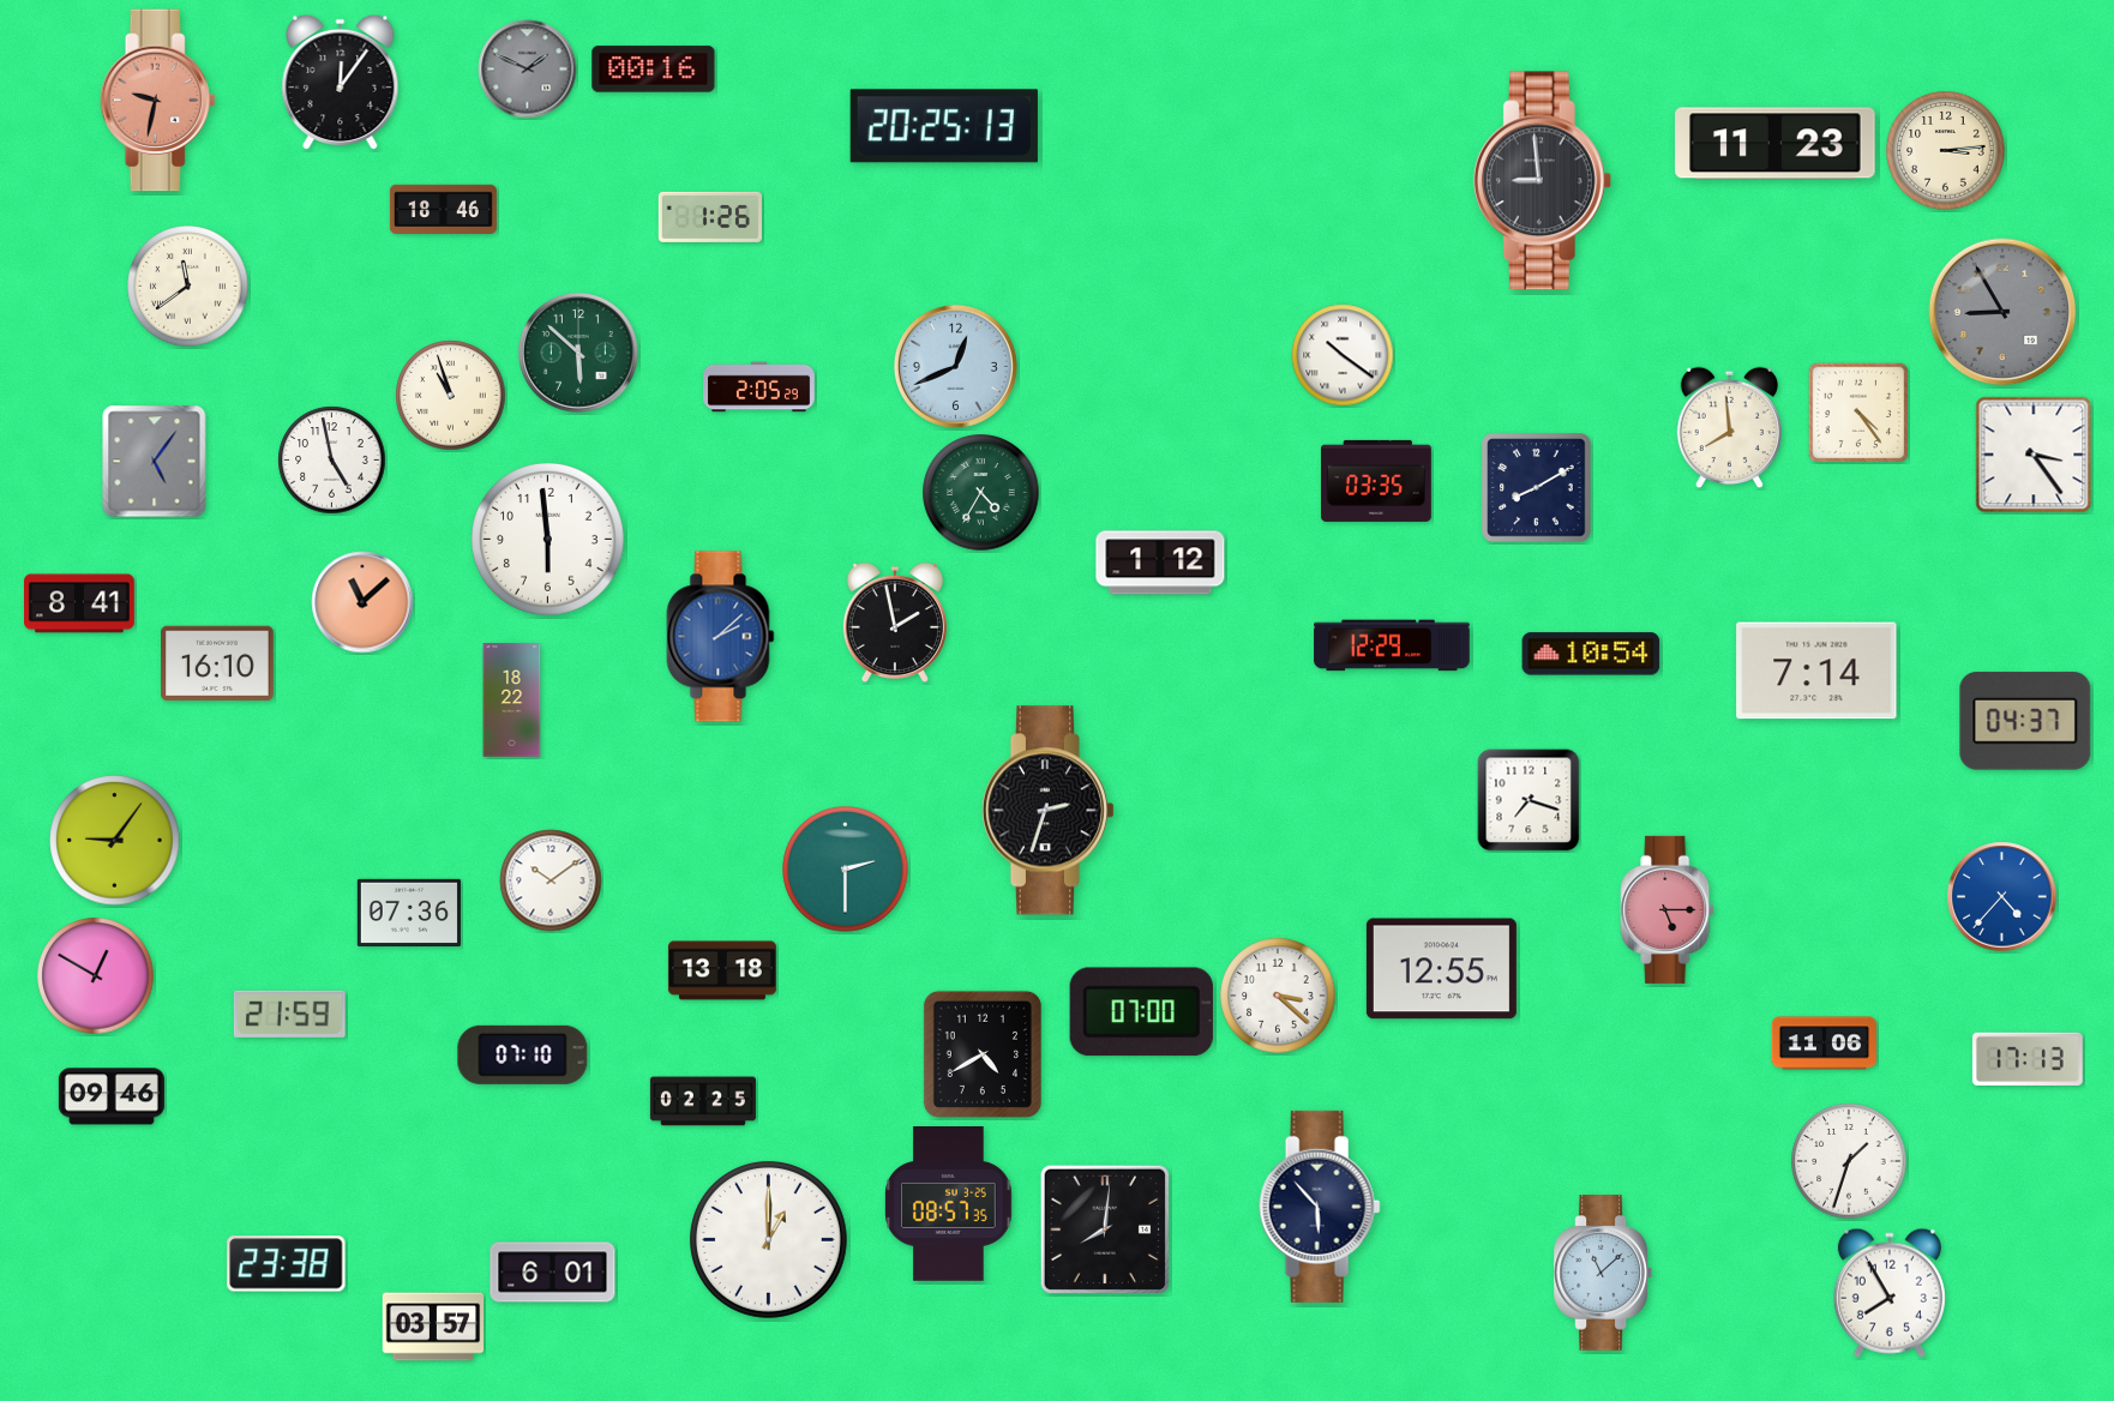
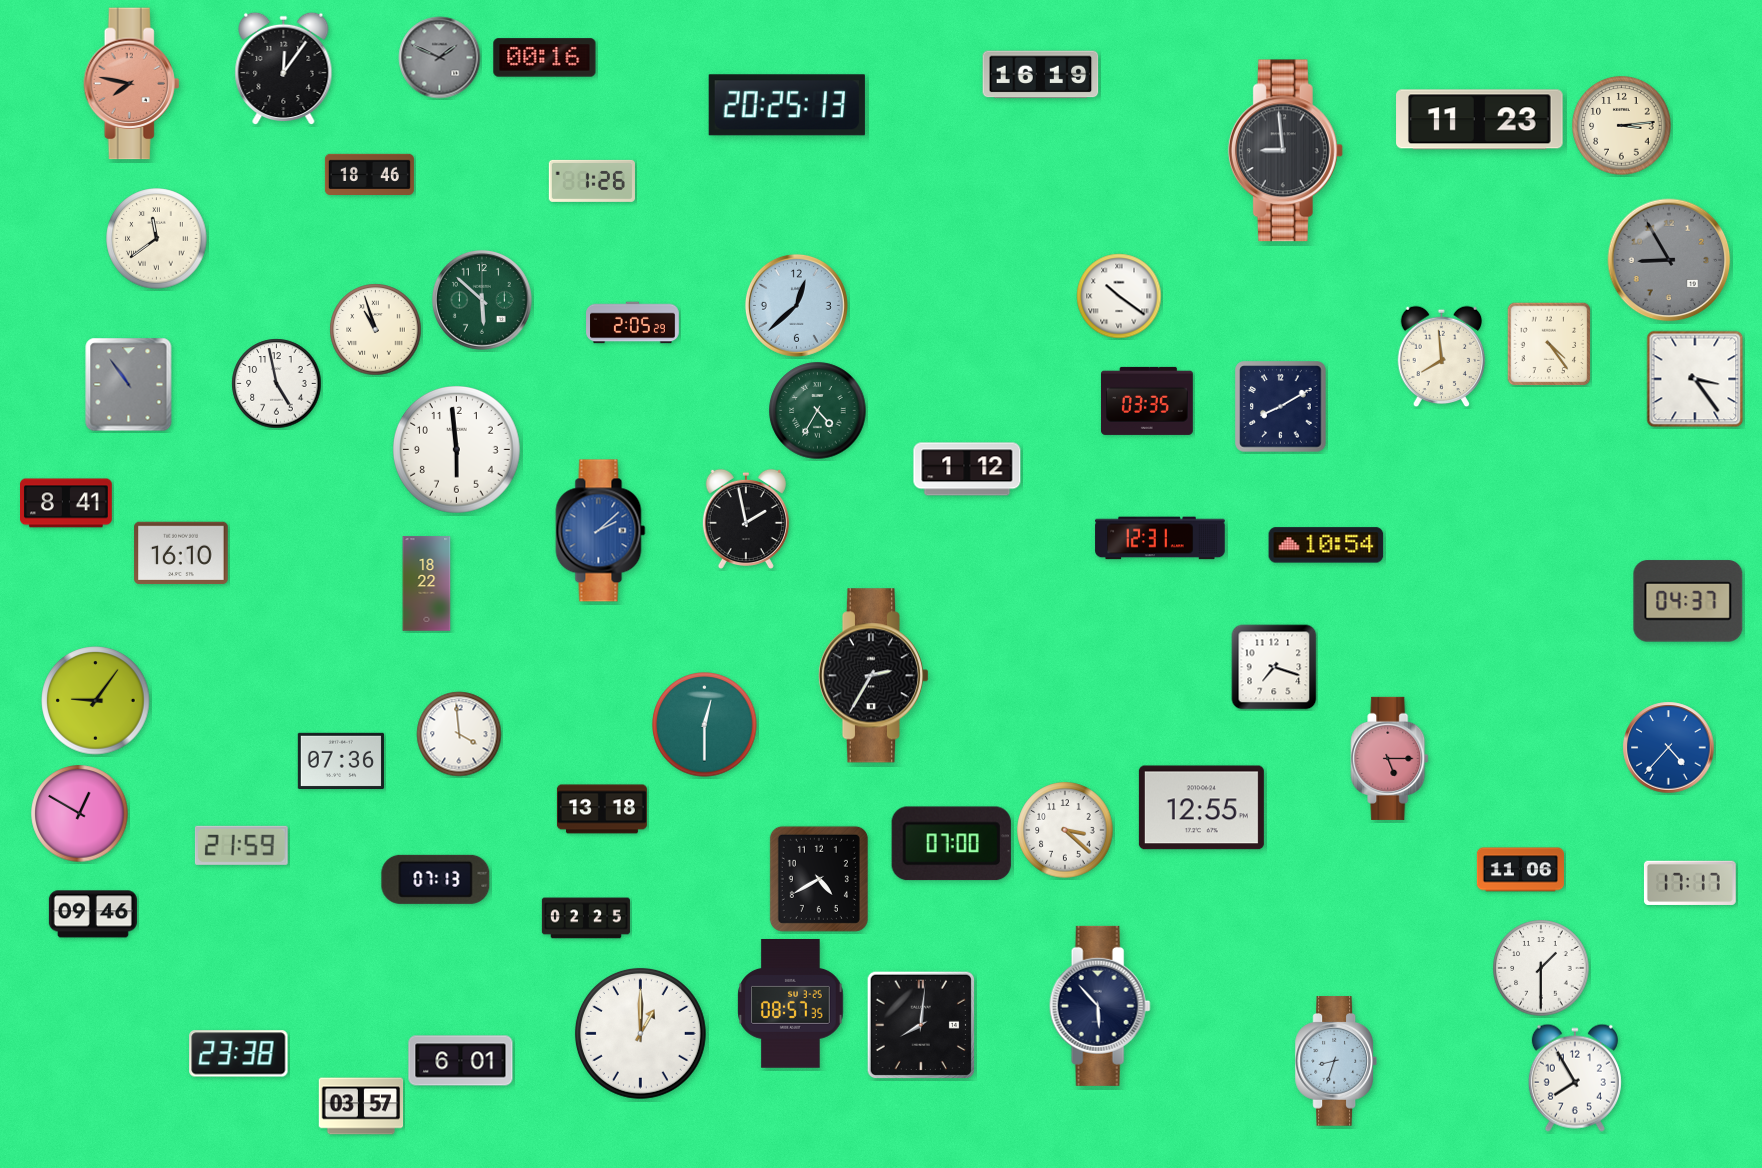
clock at (1041, 75): none -> 16:19
clock at (158, 101): 9:32 -> 7:47
clock at (578, 353) position: (578, 353) -> (482, 300)
clock at (955, 366): 12:41 -> 12:38
clock at (155, 462): 5:06 -> 10:54
clock at (362, 602): 11:08 -> none
clock at (1392, 645): 12:29 -> 12:31
clock at (1816, 671): 7:14 -> none
clock at (1047, 811): 2:33 -> 2:35
clock at (846, 870): 2:30 -> 12:30
clock at (551, 880): 10:09 -> 3:59
clock at (523, 1054): 07:10 -> 07:13
clock at (2028, 1059): 17:13 -> 17:17
clock at (1849, 1161): 1:33 -> 1:30
clock at (1602, 1273): 11:08 -> 8:33
